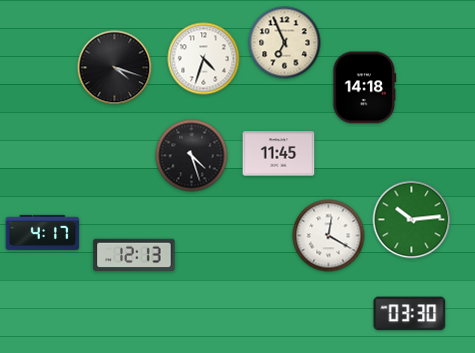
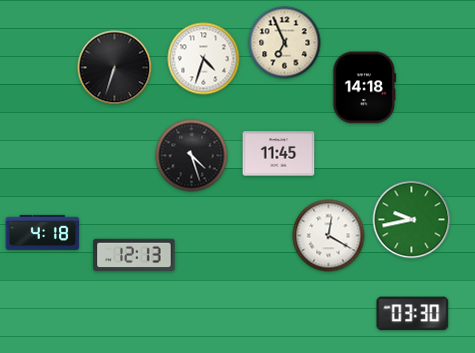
clock at (115, 68): 4:18 -> 6:33
clock at (412, 220): 10:14 -> 9:43
clock at (43, 232): 4:17 -> 4:18
clock at (410, 314) position: (410, 314) -> (413, 314)
